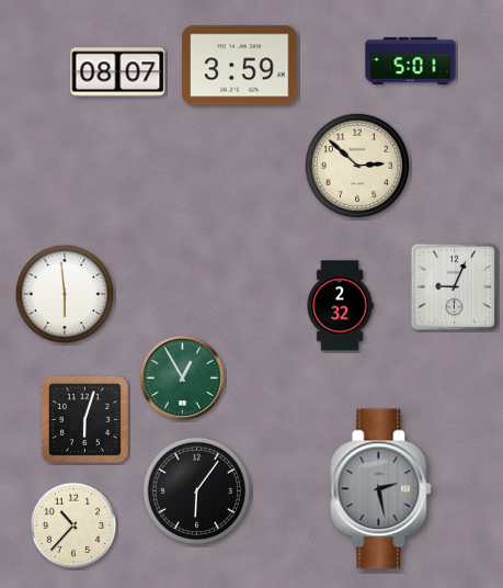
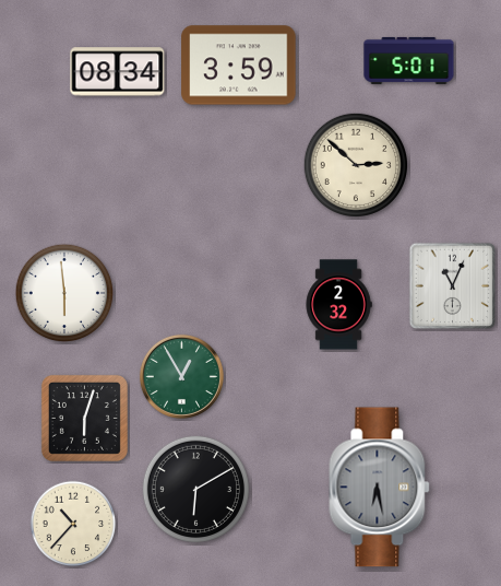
clock at (118, 72): 08:07 -> 08:34
clock at (455, 287): 9:04 -> 11:04
clock at (381, 489): 2:28 -> 6:28
clock at (196, 490): 6:06 -> 6:10
